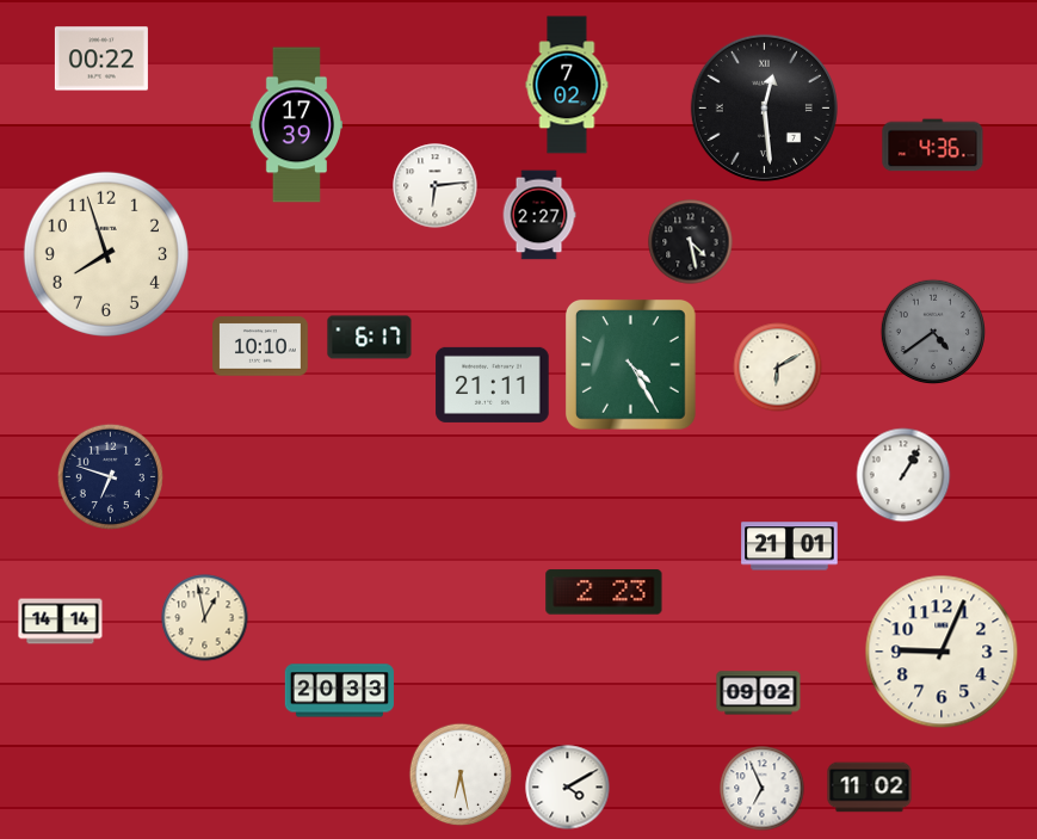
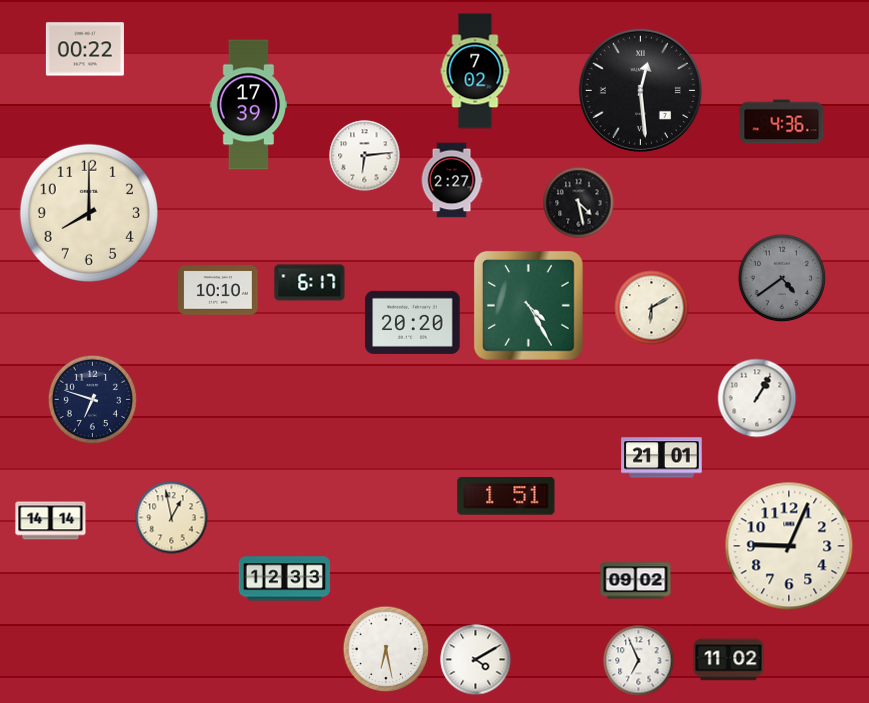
clock at (106, 254): 7:57 -> 8:00
clock at (493, 384): 21:11 -> 20:20
clock at (604, 592): 2:23 -> 1:51
clock at (339, 691): 20:33 -> 12:33
